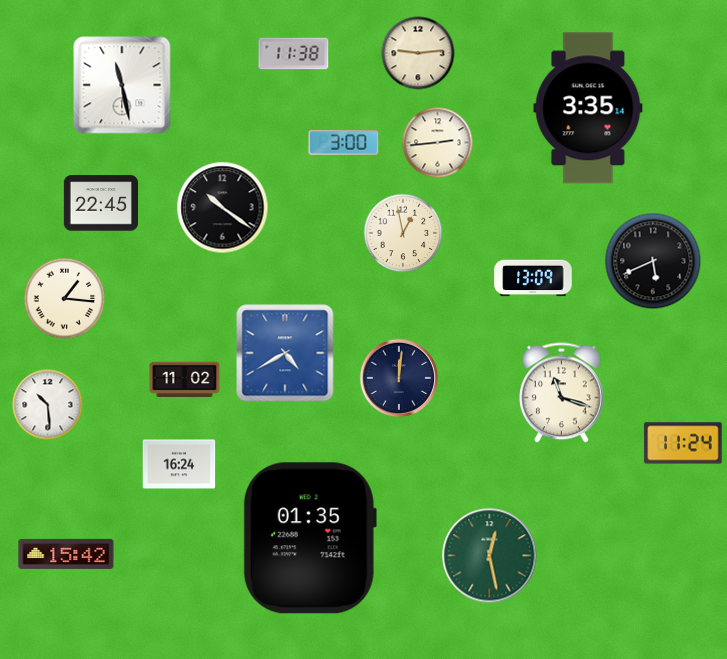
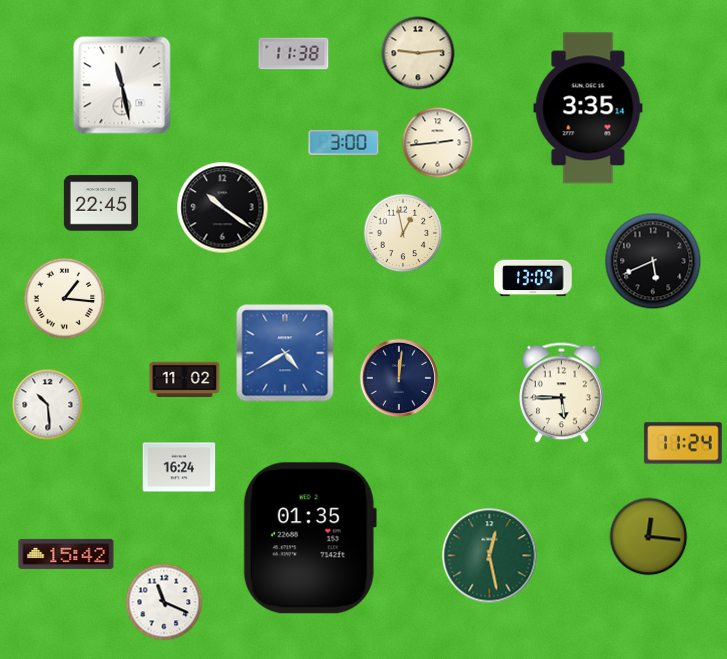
clock at (561, 393): 11:18 -> 5:45
clock at (179, 464) position: (179, 464) -> (179, 467)
clock at (649, 537): none -> 12:16
clock at (164, 602): none -> 11:19
